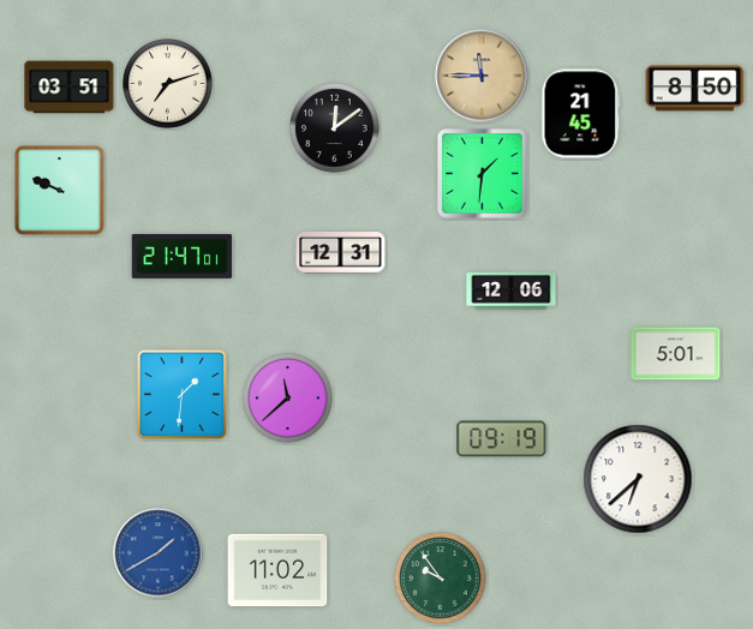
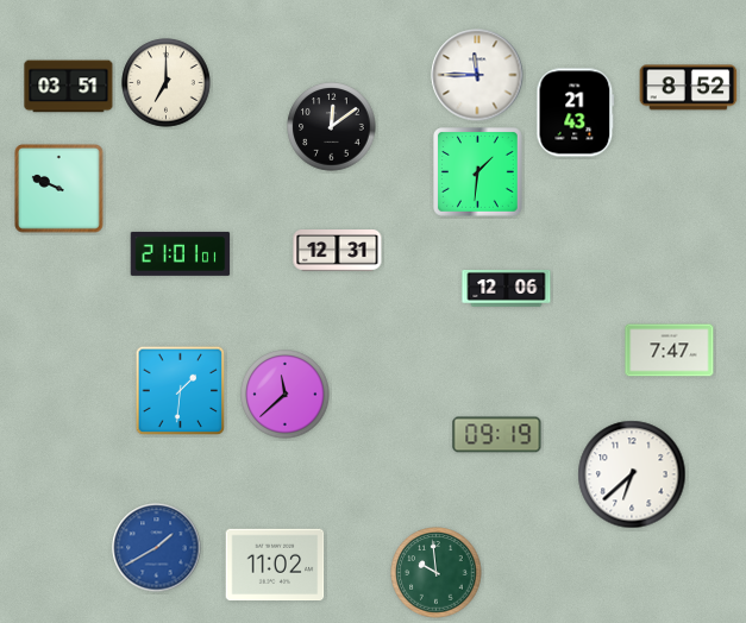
clock at (482, 76) dial: champagne -> white
clock at (168, 84): 7:12 -> 7:00
clock at (695, 89): 8:50 -> 8:52
clock at (581, 114): 21:45 -> 21:43
clock at (183, 256): 21:47 -> 21:01
clock at (676, 354): 5:01 -> 7:47
clock at (441, 579): 9:54 -> 9:59
